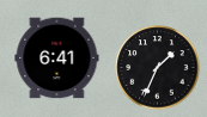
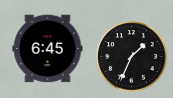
clock at (57, 59): 6:41 -> 6:45
